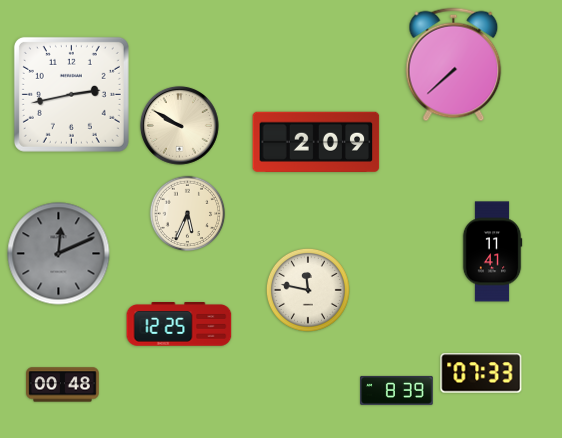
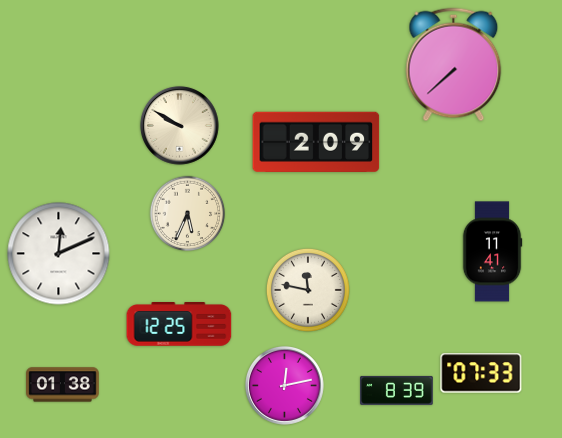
clock at (71, 94): 2:43 -> none
clock at (59, 254) dial: grey -> white
clock at (63, 385): 00:48 -> 01:38
clock at (284, 385): none -> 12:13
